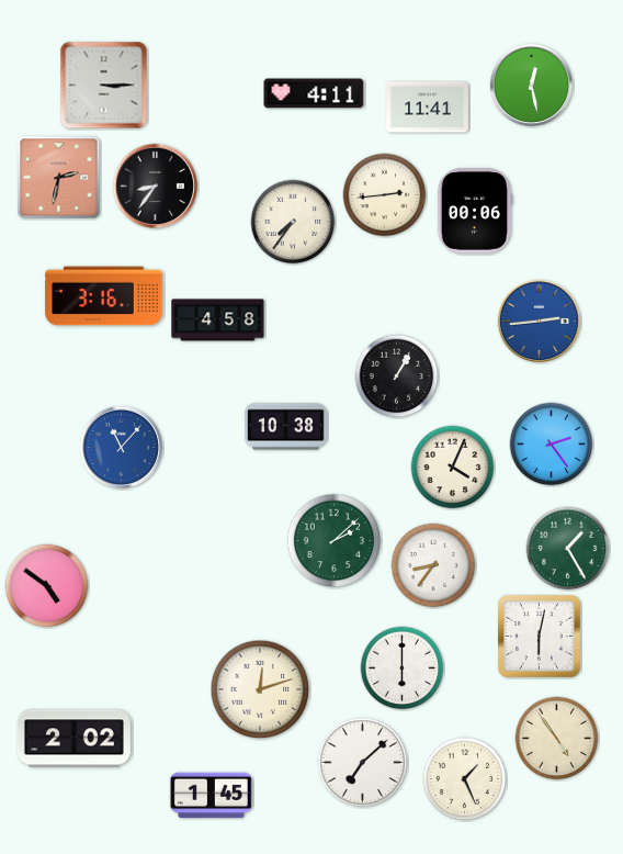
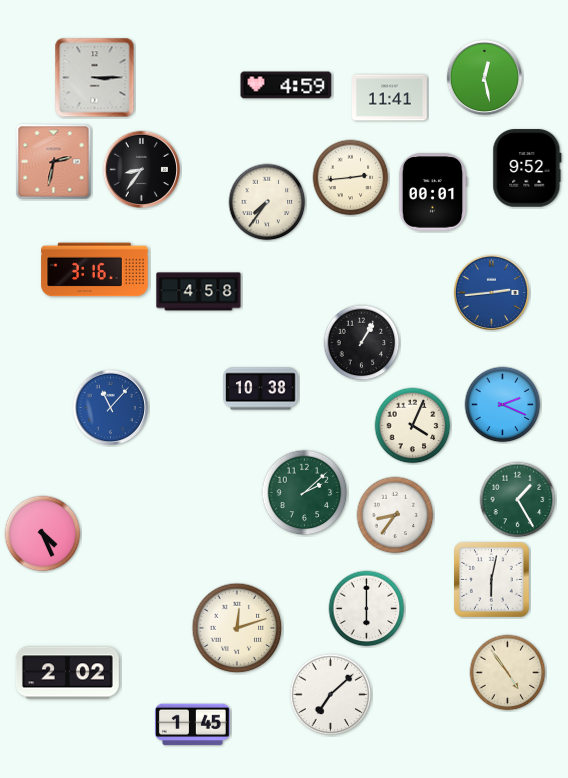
clock at (314, 93): 4:11 -> 4:59
clock at (527, 168): none -> 9:52
clock at (475, 211): 00:06 -> 00:01
clock at (552, 445): 2:24 -> 2:19
clock at (47, 586): 4:51 -> 4:26
clock at (465, 779): 1:26 -> none
